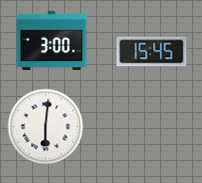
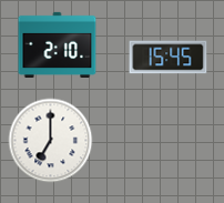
clock at (52, 40): 3:00 -> 2:10
clock at (46, 127): 6:01 -> 7:00
